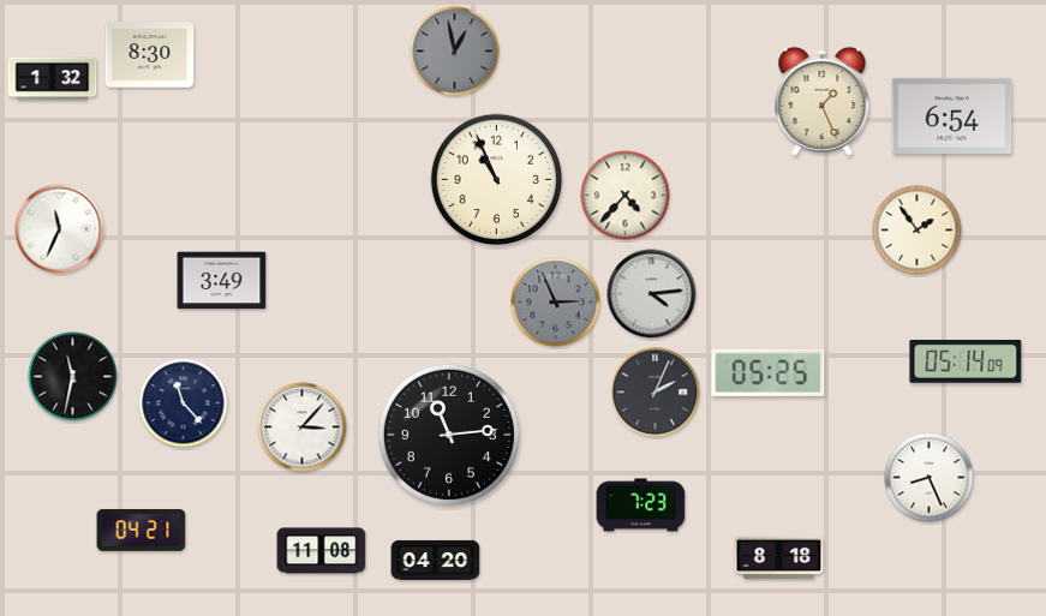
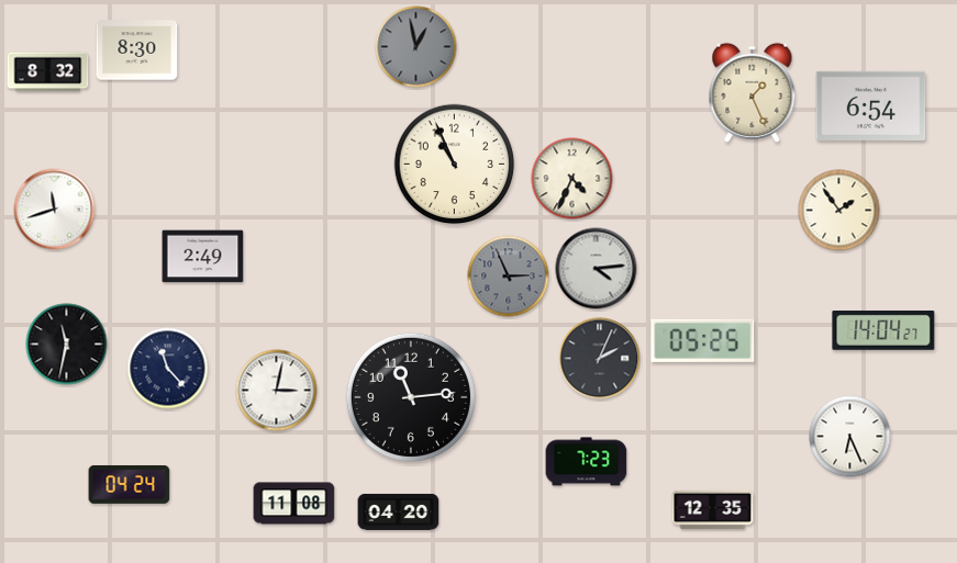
clock at (53, 79): 1:32 -> 8:32
clock at (626, 196): 4:37 -> 4:34
clock at (60, 229): 11:34 -> 11:42
clock at (222, 281): 3:49 -> 2:49
clock at (966, 361): 05:14 -> 14:04
clock at (303, 427): 3:07 -> 3:02
clock at (930, 478): 8:26 -> 6:26
clock at (142, 530): 04:21 -> 04:24
clock at (779, 558): 8:18 -> 12:35
